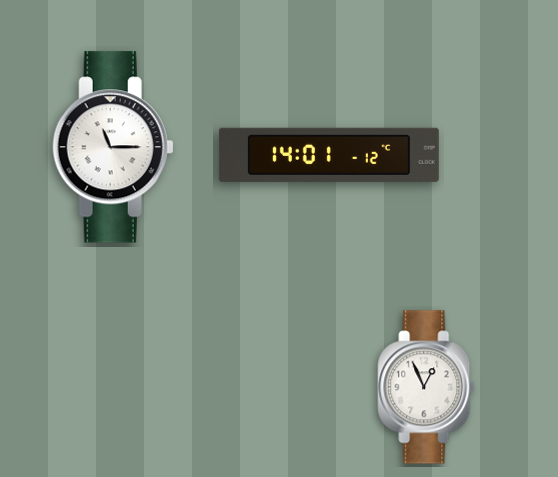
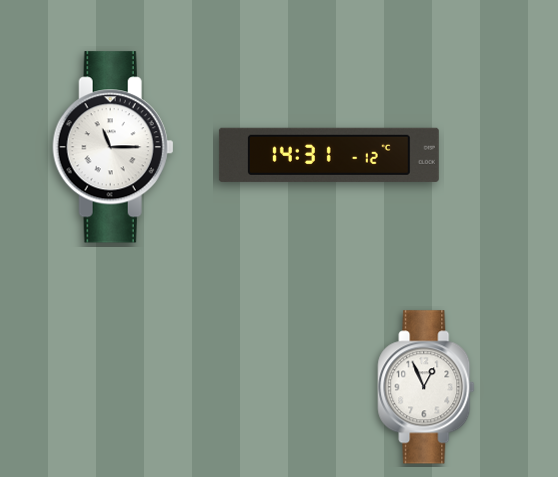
clock at (329, 155): 14:01 -> 14:31
